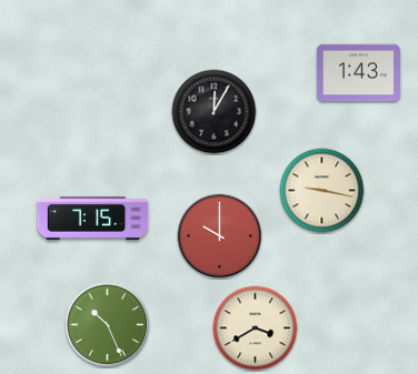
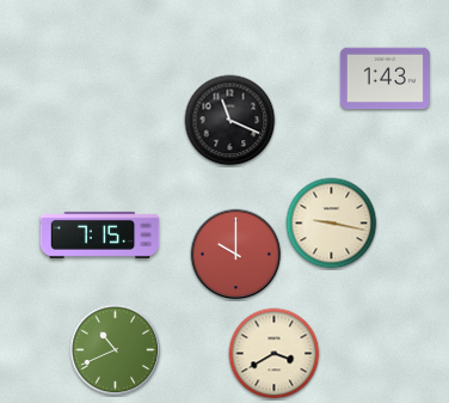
clock at (215, 112): 12:05 -> 11:19
clock at (322, 191) position: (322, 191) -> (332, 224)
clock at (108, 325): 10:26 -> 10:41
